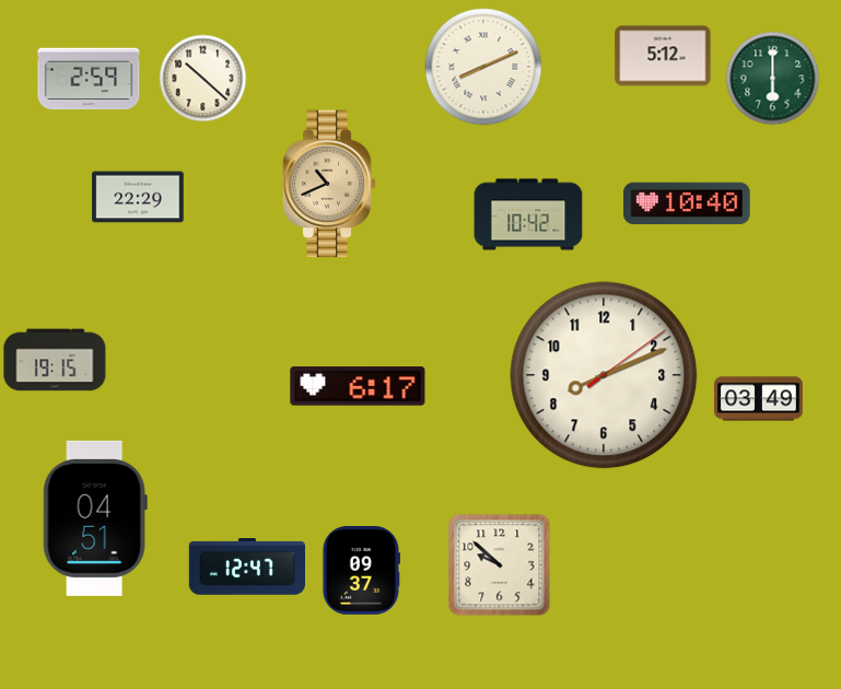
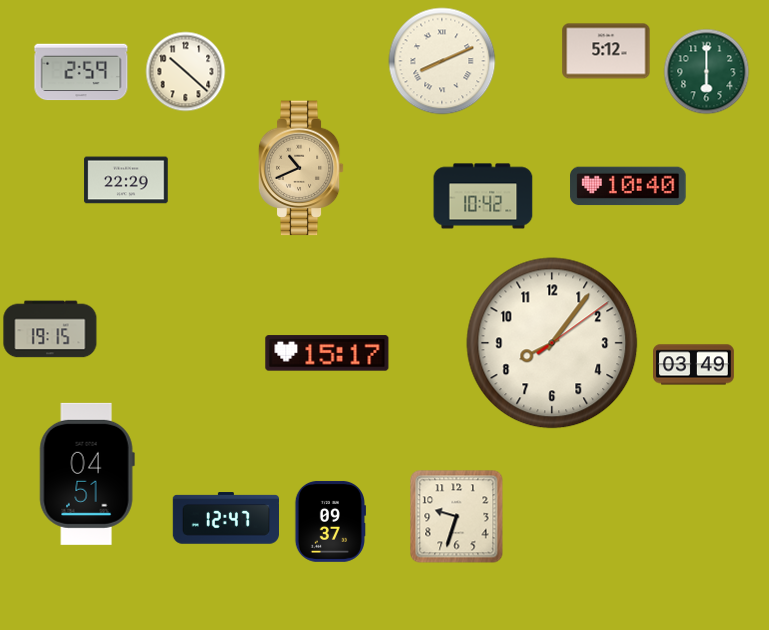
clock at (604, 375): 8:11 -> 8:06
clock at (358, 386): 6:17 -> 15:17
clock at (500, 565): 9:52 -> 9:33
